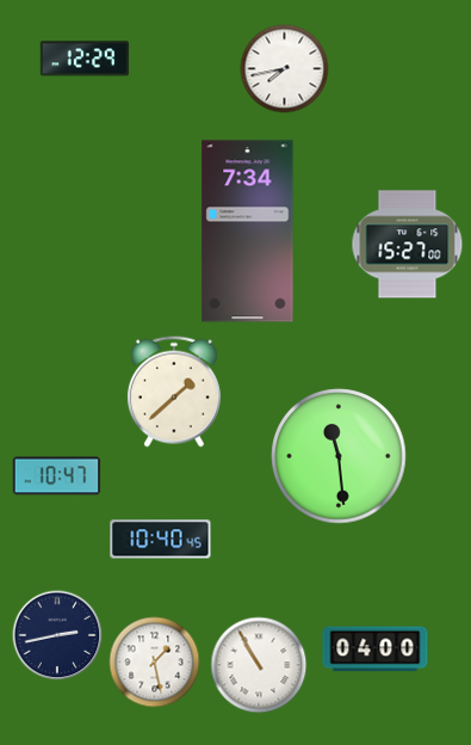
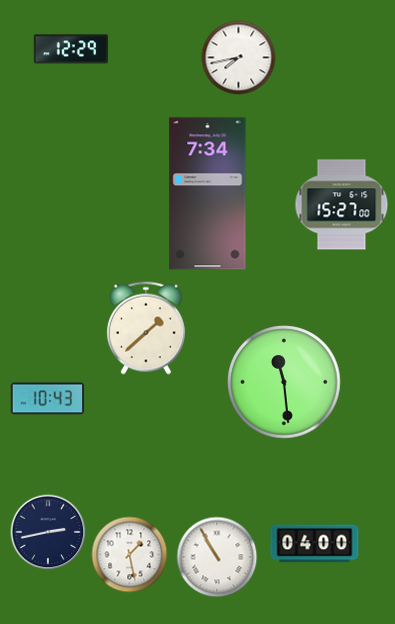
clock at (57, 476): 10:47 -> 10:43
clock at (161, 540): 10:40 -> none
